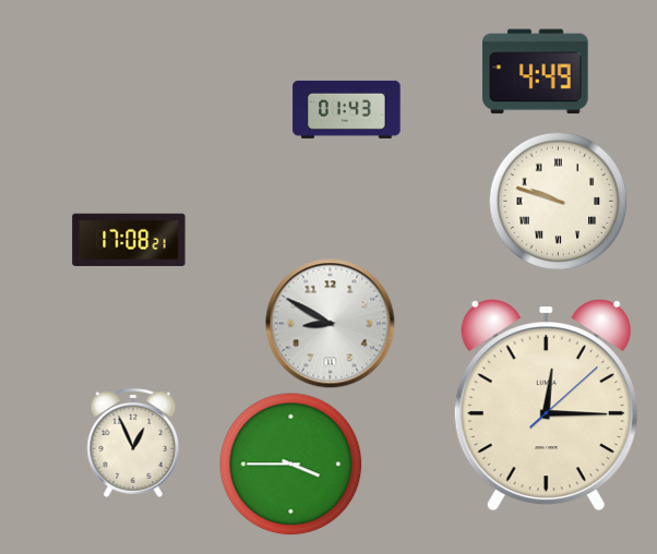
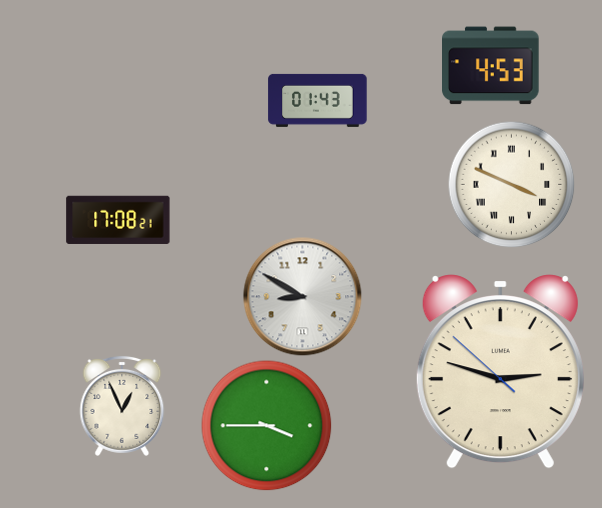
clock at (536, 72): 4:49 -> 4:53
clock at (558, 201): 9:48 -> 3:49
clock at (546, 406): 12:15 -> 2:47
